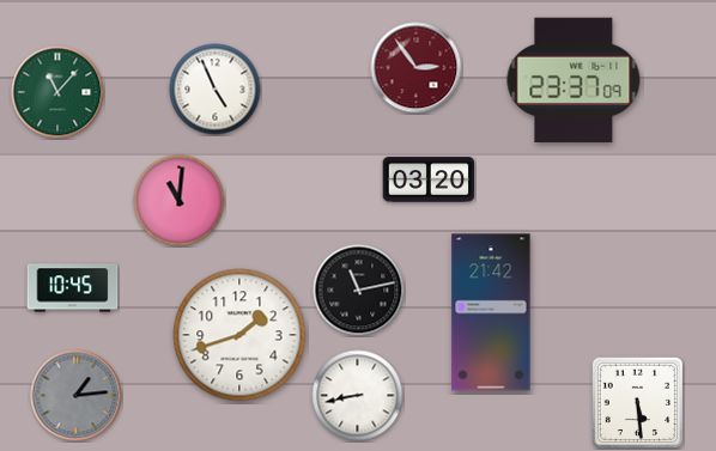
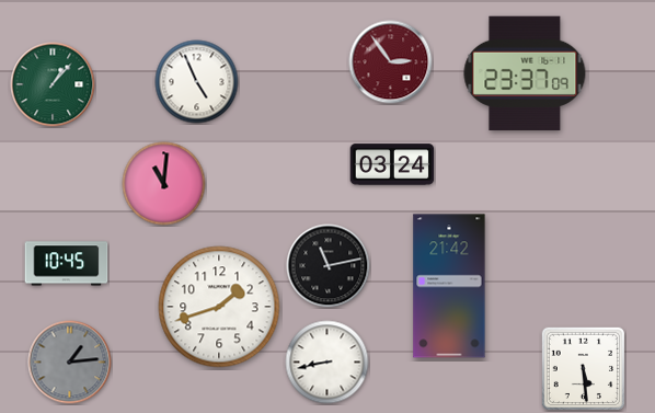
clock at (417, 68) position: (417, 68) -> (391, 62)
clock at (57, 92): 11:07 -> 1:07
clock at (429, 179): 03:20 -> 03:24
